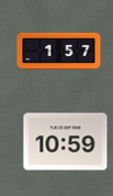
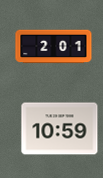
clock at (59, 52): 1:57 -> 2:01
